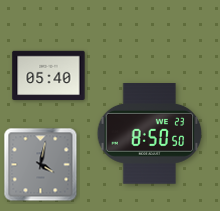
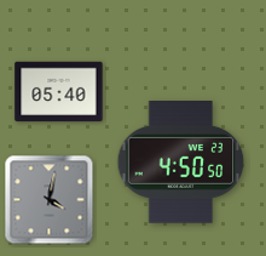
clock at (150, 134): 8:50 -> 4:50
